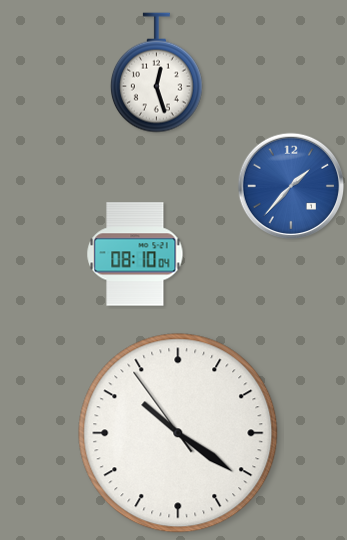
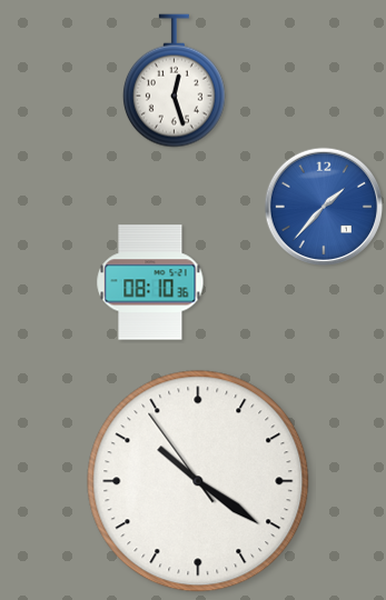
clock at (135, 254): 08:10:04 -> 08:10:36
